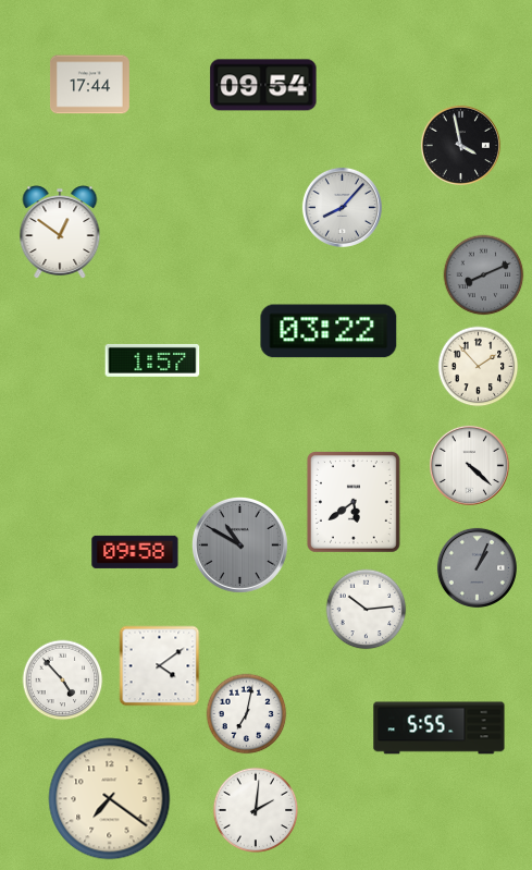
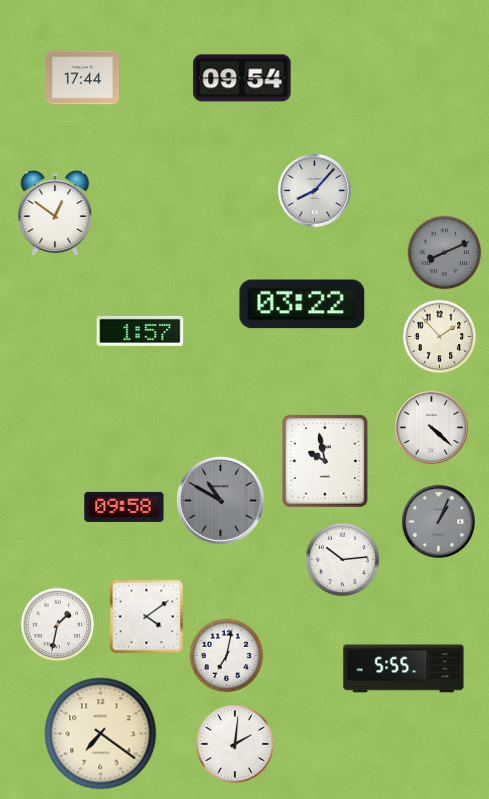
clock at (460, 145): 3:58 -> none
clock at (354, 502): 5:39 -> 9:58
clock at (367, 610) position: (367, 610) -> (343, 560)
clock at (160, 666) position: (160, 666) -> (147, 617)
clock at (63, 681): 4:53 -> 1:32
